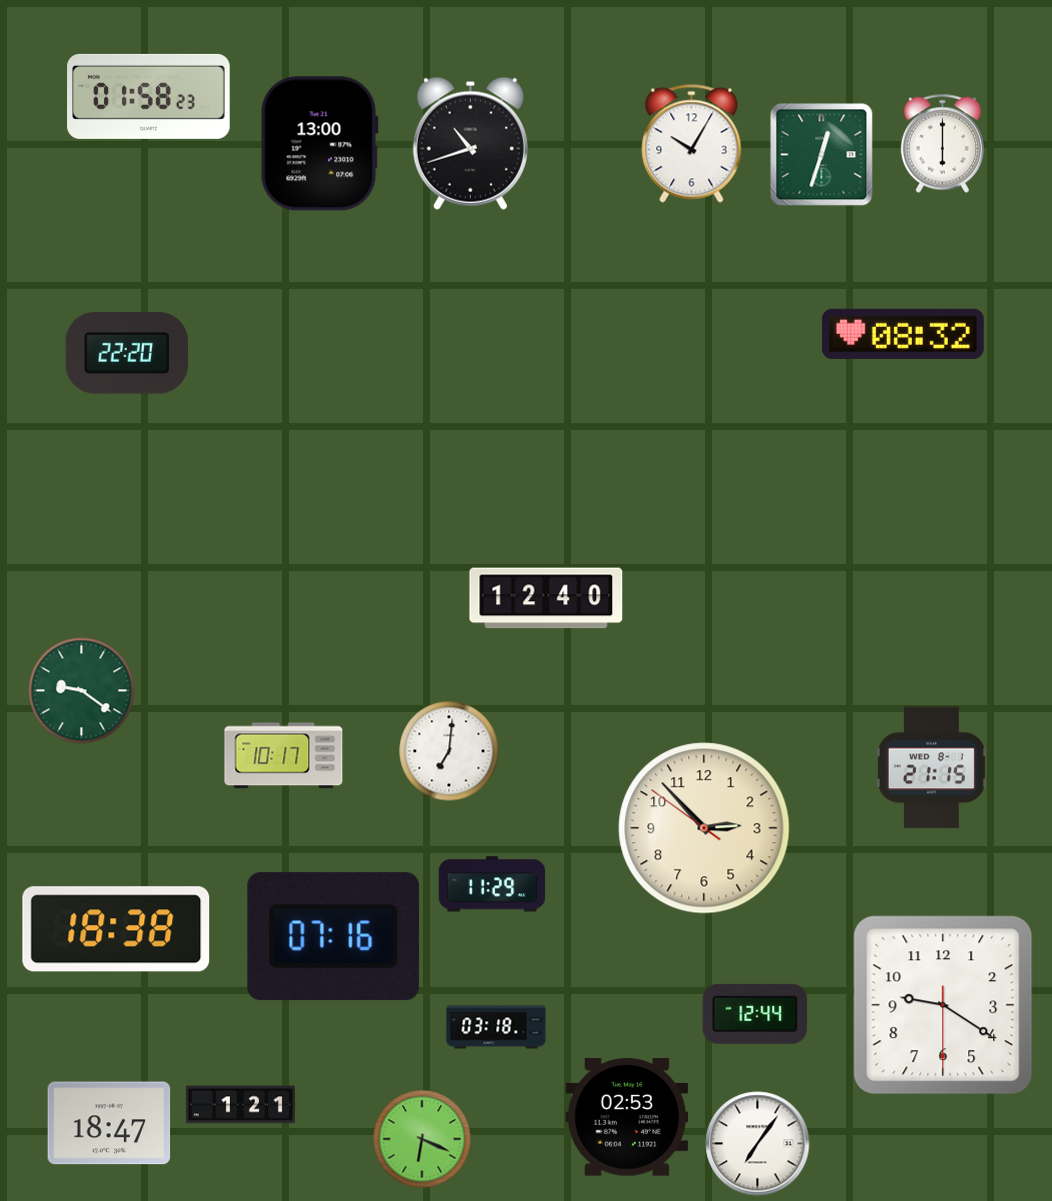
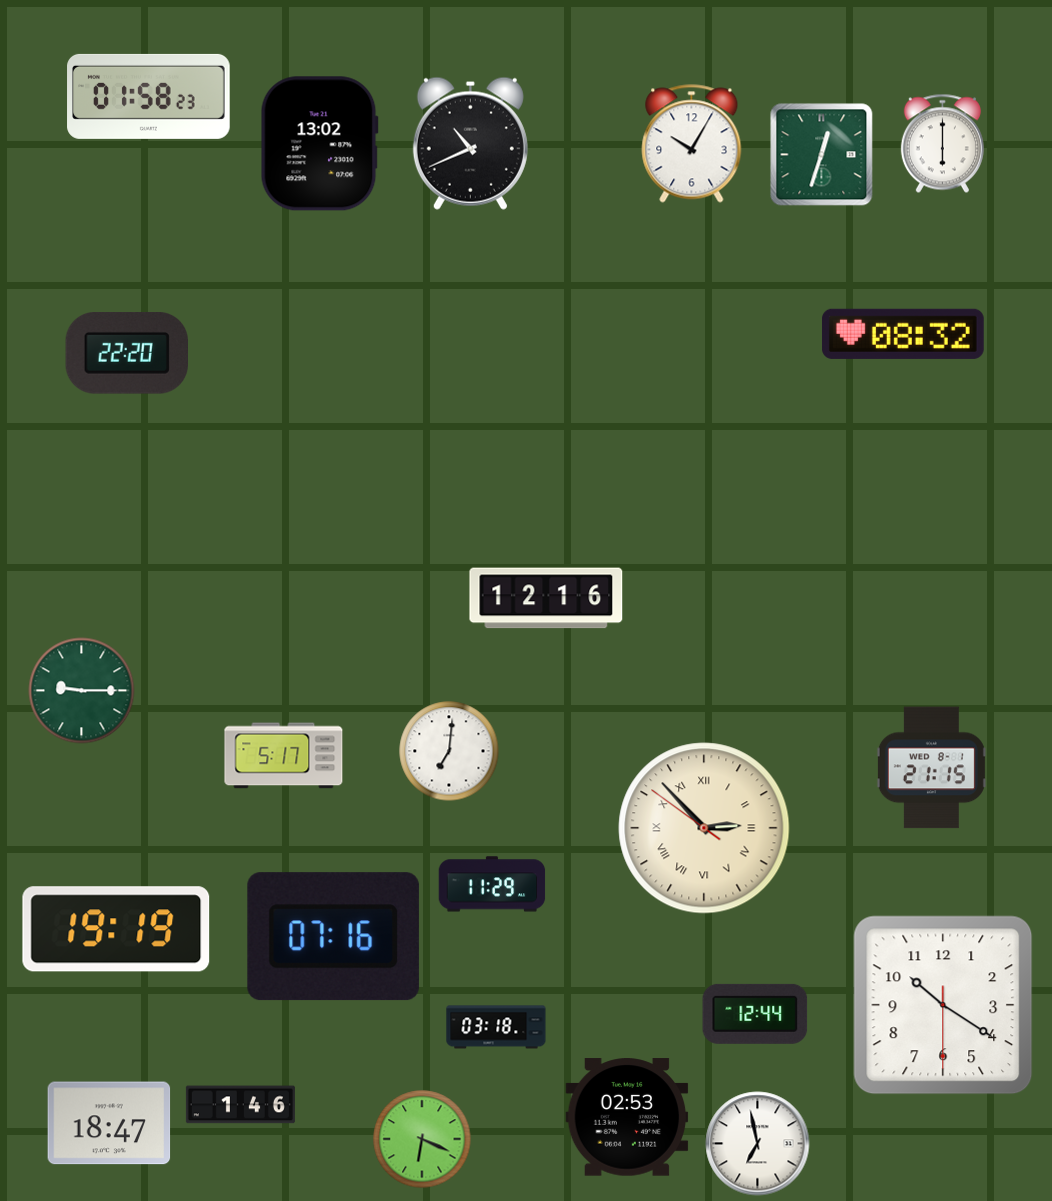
clock at (470, 143): 10:42 -> 10:41
clock at (319, 144): 13:00 -> 13:02
clock at (546, 598): 12:40 -> 12:16
clock at (82, 691): 9:21 -> 9:15
clock at (284, 756): 10:17 -> 5:17
clock at (704, 828) numerals: Arabic -> Roman
clock at (116, 929): 18:38 -> 19:19
clock at (943, 1005): 9:20 -> 10:20
clock at (240, 1105): 1:21 -> 1:46
clock at (758, 1144): 7:06 -> 6:58
